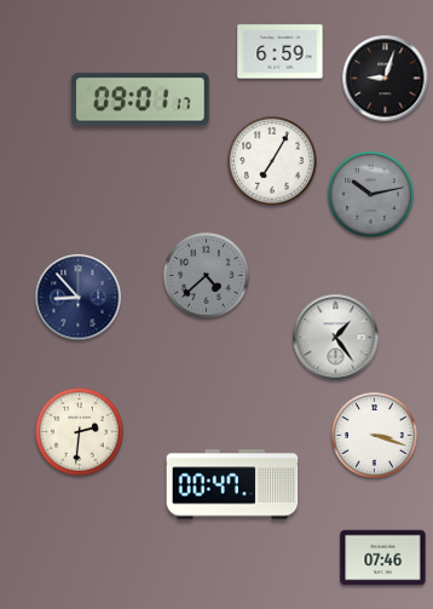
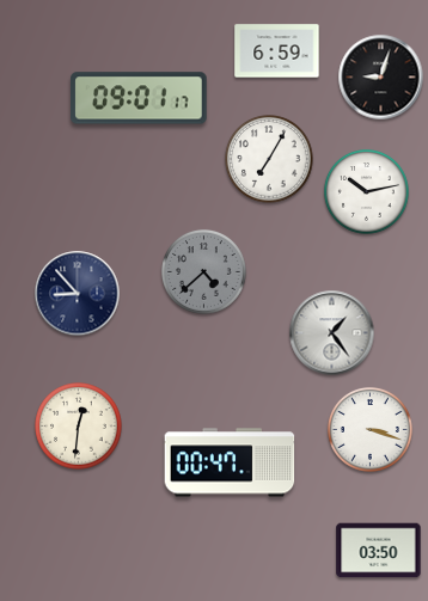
clock at (370, 194) dial: grey -> white
clock at (80, 432): 2:31 -> 12:31
clock at (232, 484) position: (232, 484) -> (230, 462)
clock at (383, 558): 07:46 -> 03:50
